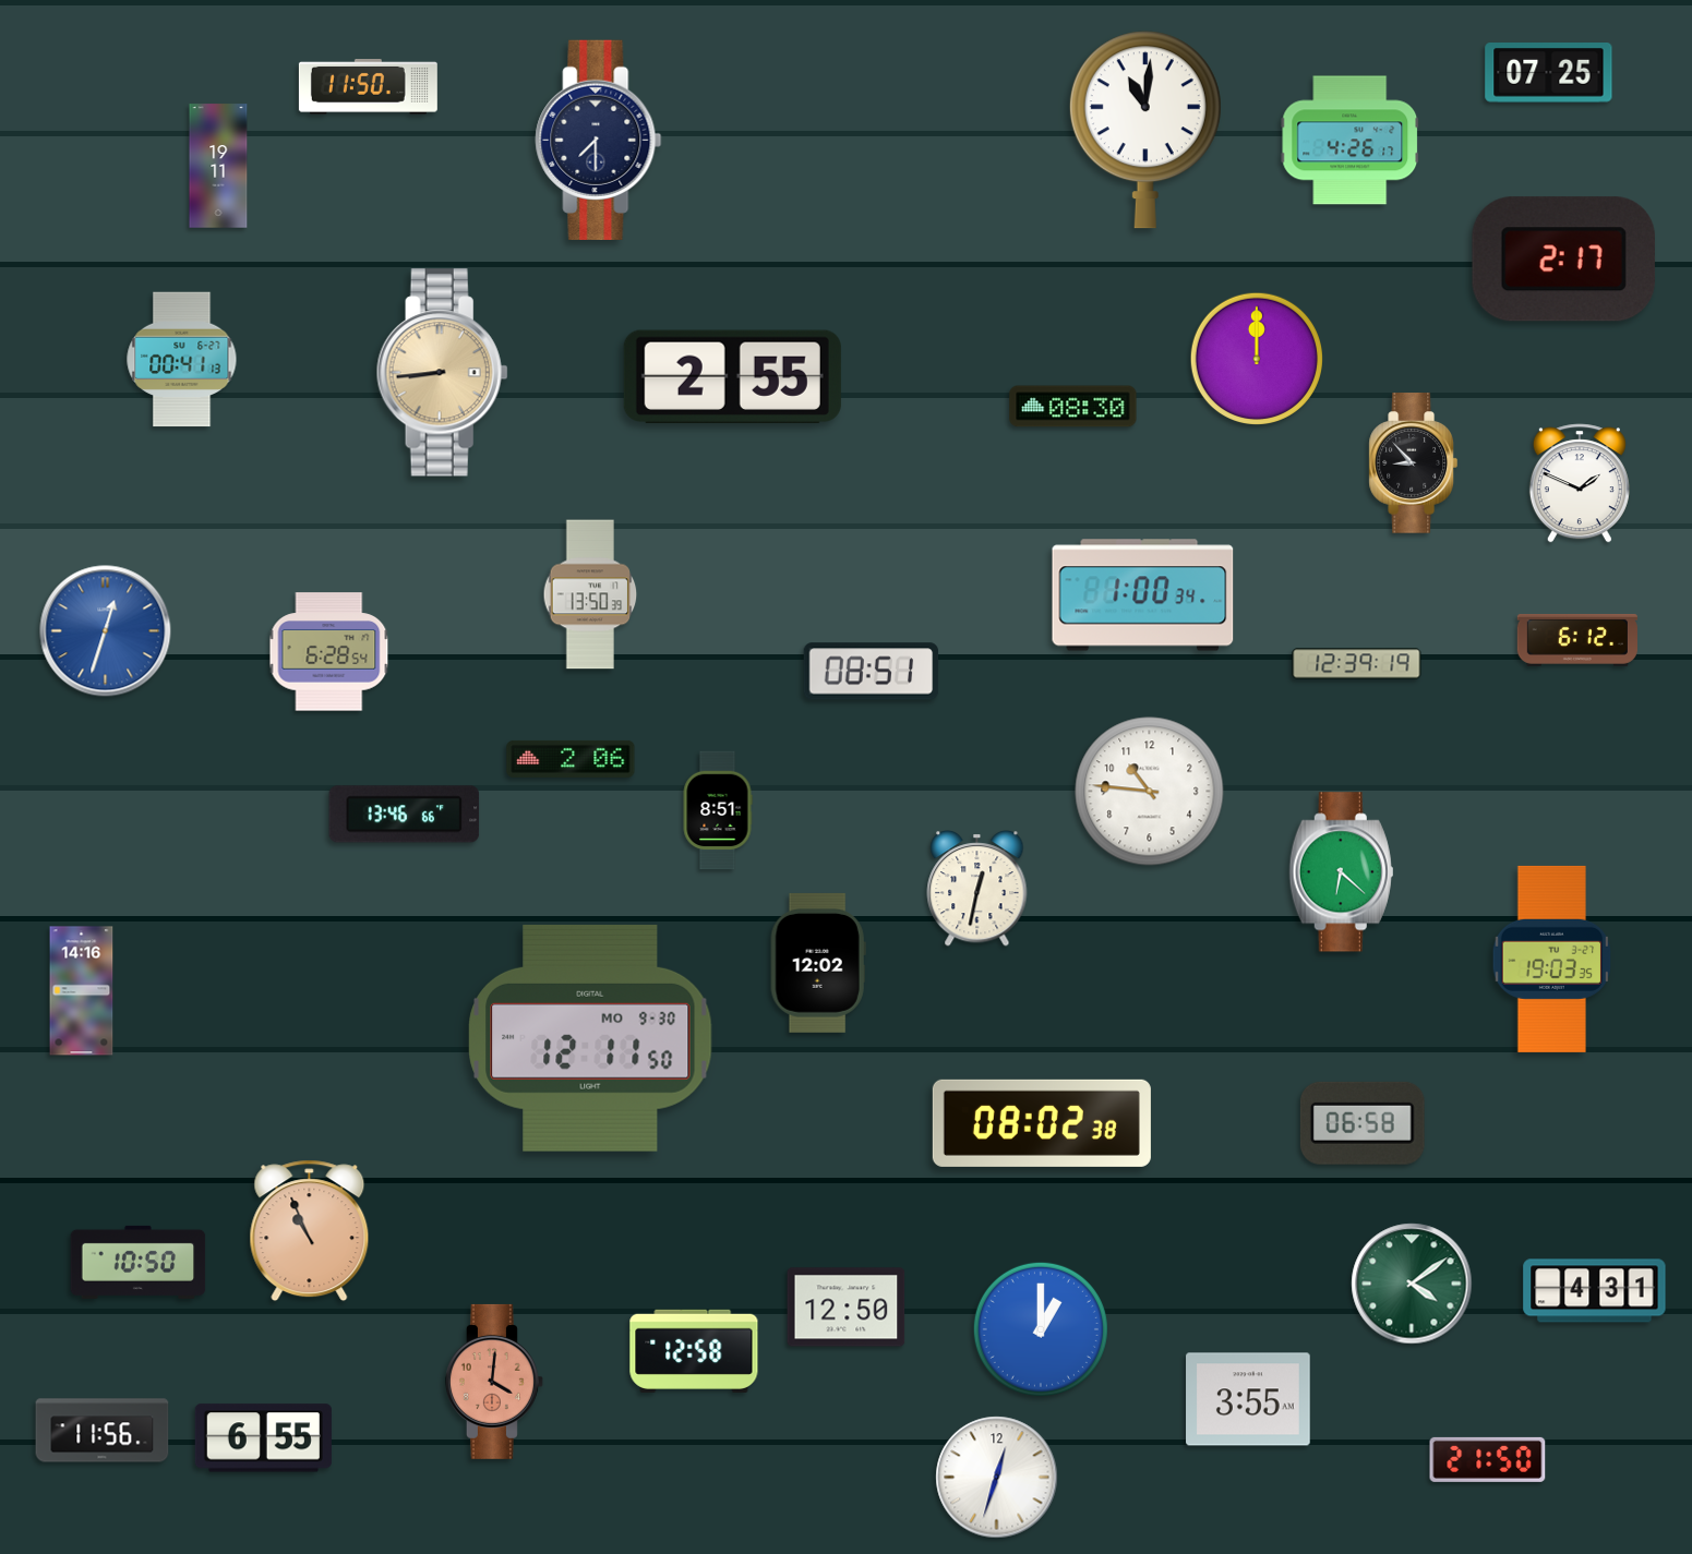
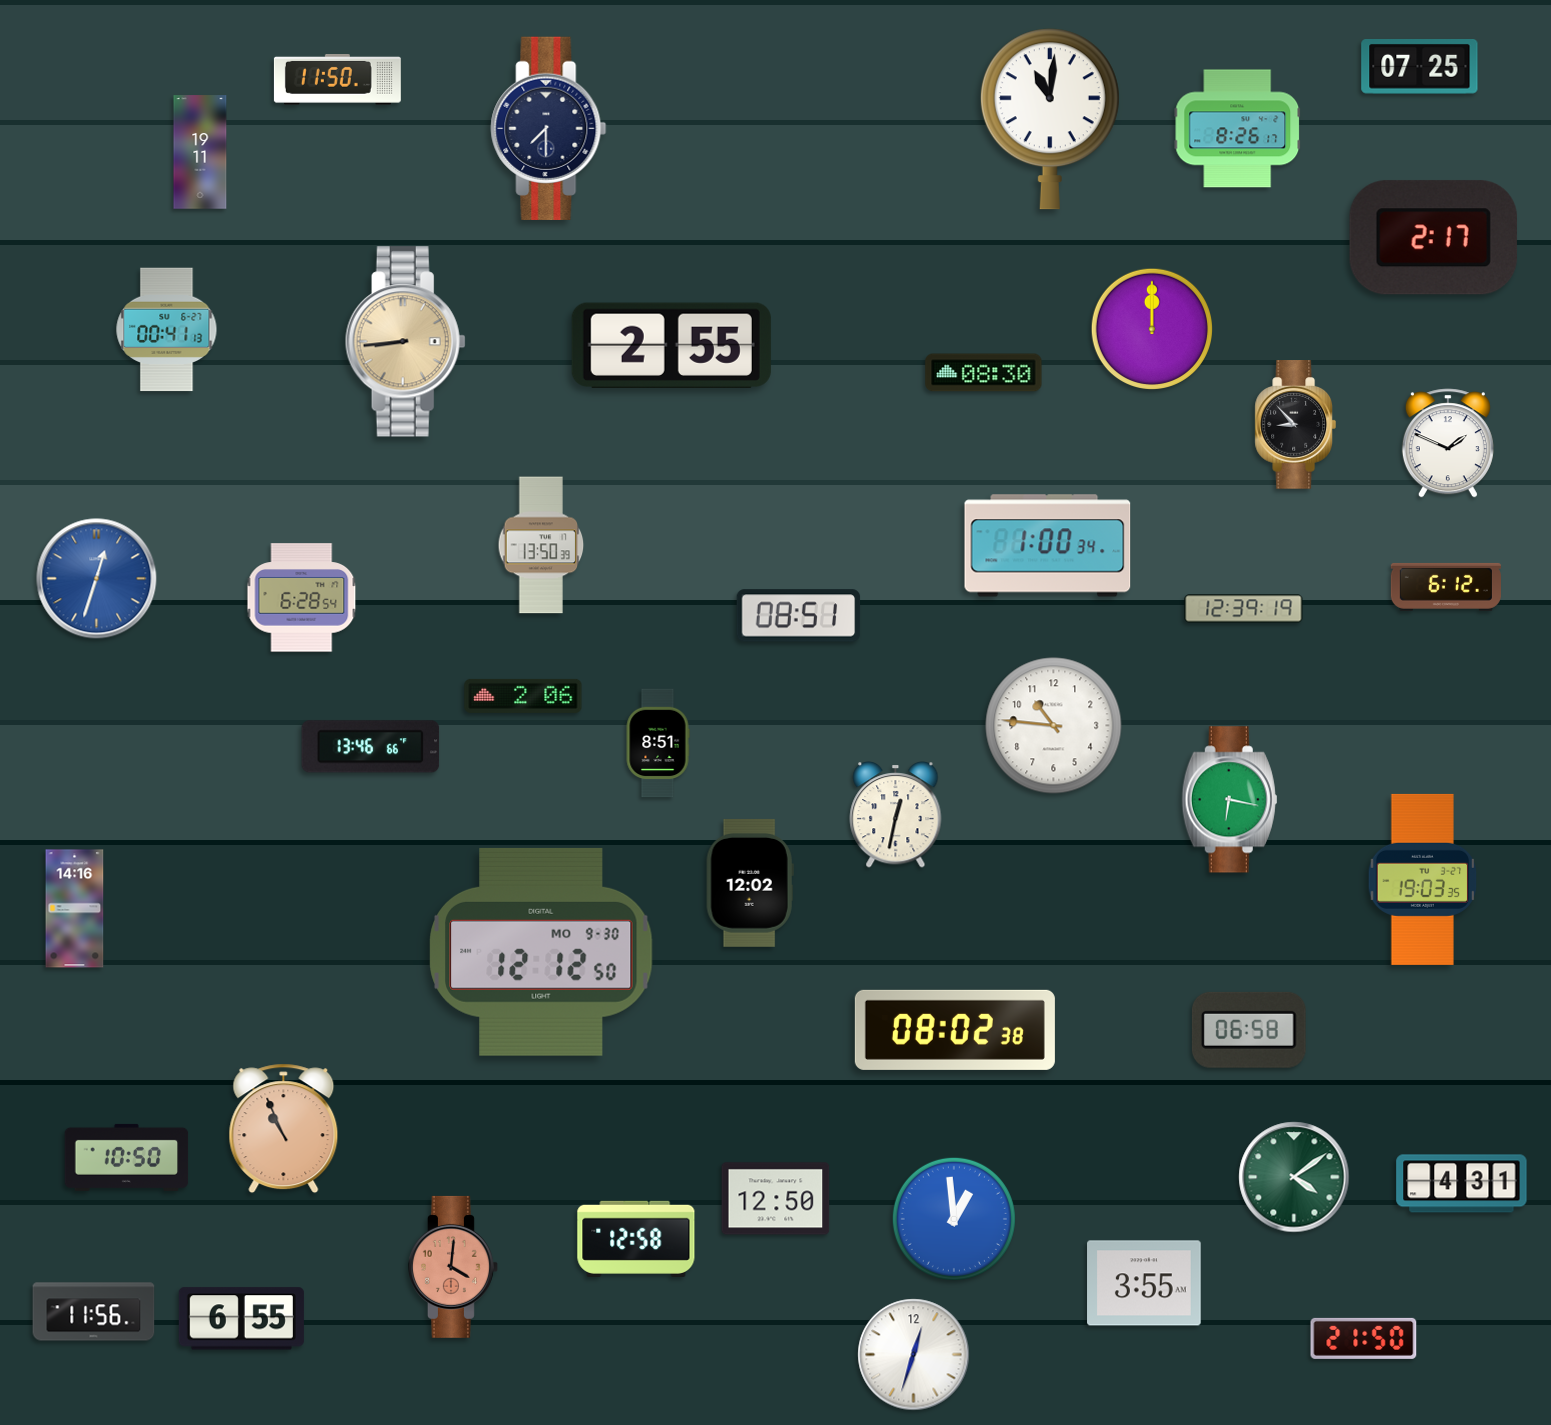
clock at (1351, 141): 4:26 -> 8:26
clock at (1341, 872): 6:22 -> 6:17
clock at (590, 1038): 12:11 -> 12:12
clock at (1041, 1329): 1:00 -> 12:59
